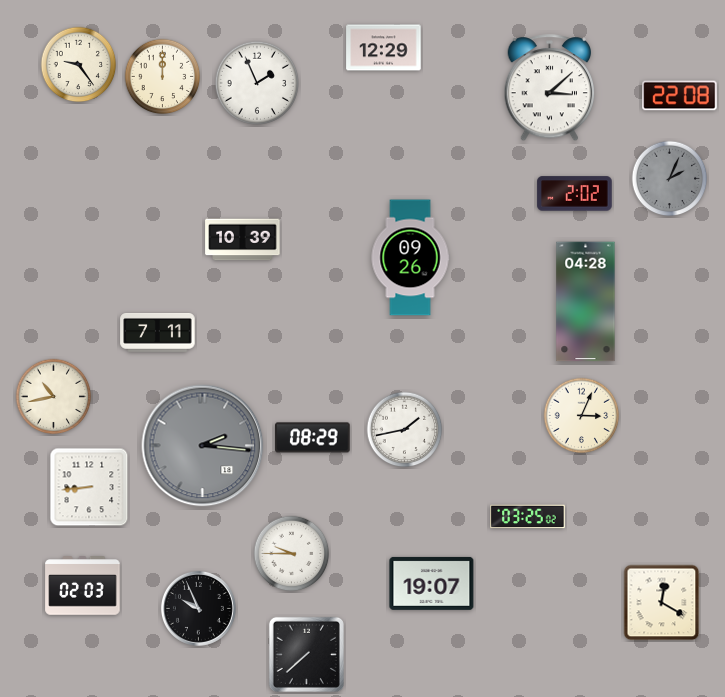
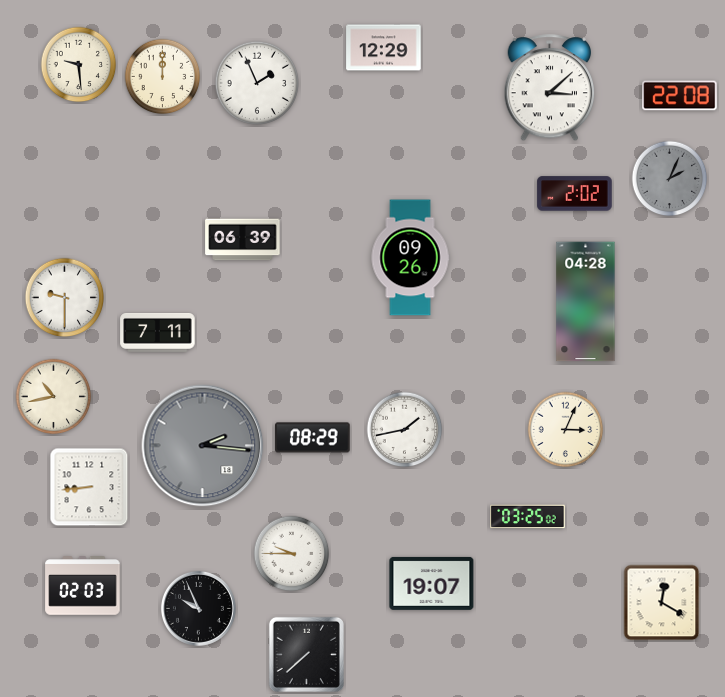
clock at (79, 65): 9:24 -> 9:29
clock at (243, 240): 10:39 -> 06:39
clock at (65, 298): none -> 9:30
clock at (582, 416) position: (582, 416) -> (566, 430)
